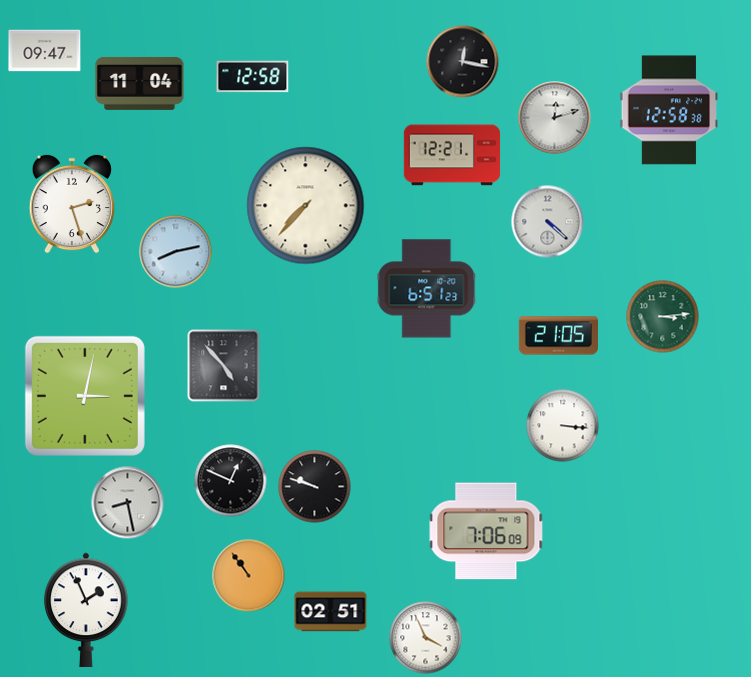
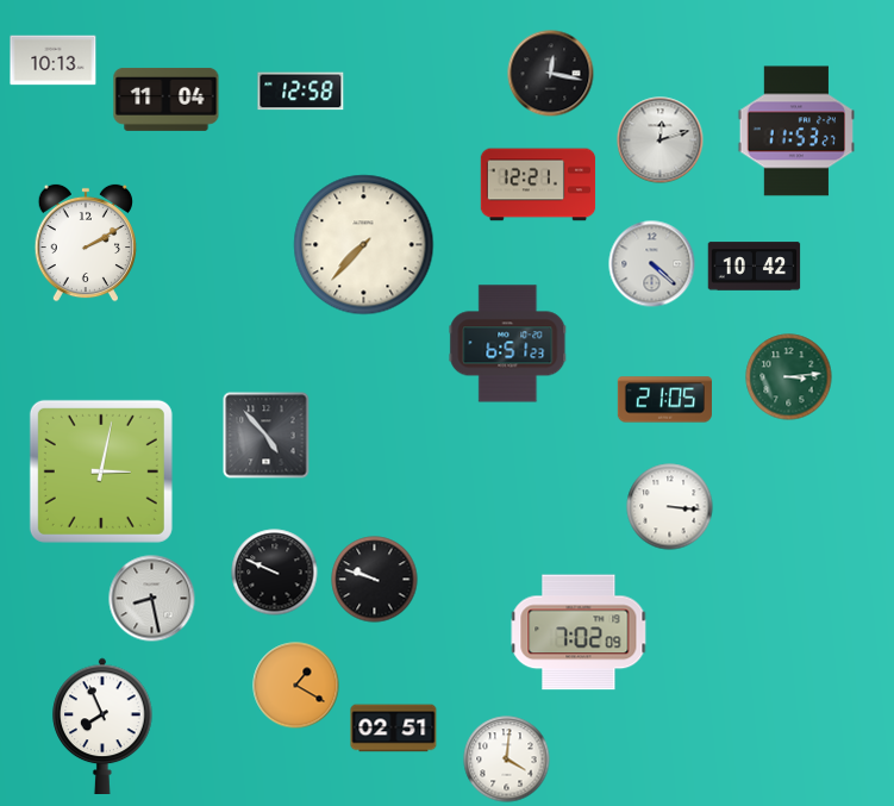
clock at (45, 51): 09:47 -> 10:13
clock at (668, 110): 12:58 -> 11:53
clock at (71, 204): 2:27 -> 2:10
clock at (755, 267): none -> 10:42
clock at (176, 252): 8:13 -> none
clock at (231, 481): 12:49 -> 9:49
clock at (486, 531): 7:06 -> 7:02
clock at (249, 576): 10:54 -> 1:20
clock at (86, 609): 1:56 -> 7:56
clock at (426, 638): 3:56 -> 4:01
